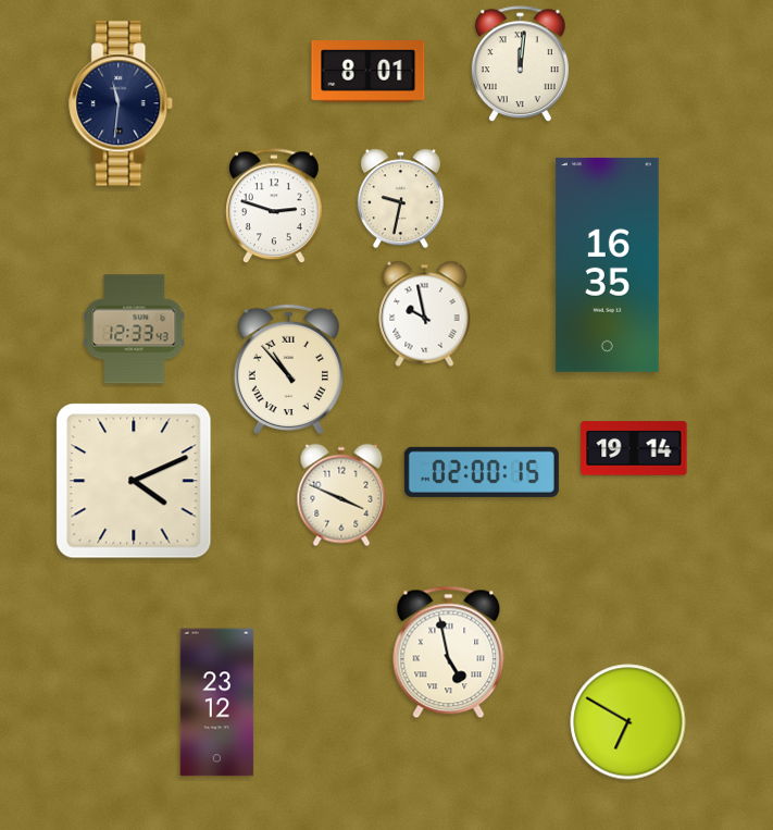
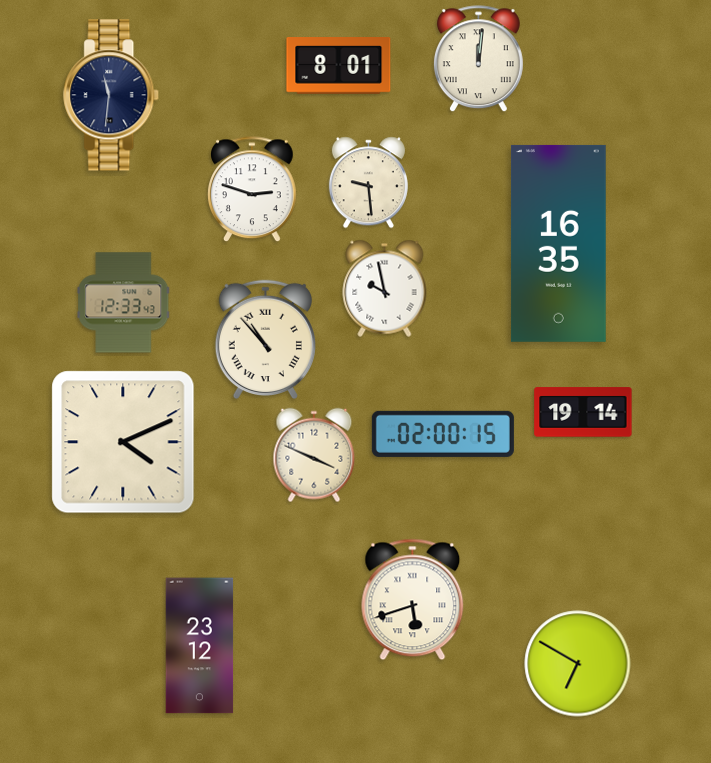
clock at (400, 199): 9:32 -> 9:29
clock at (425, 313) position: (425, 313) -> (385, 288)
clock at (449, 653): 4:58 -> 5:42
